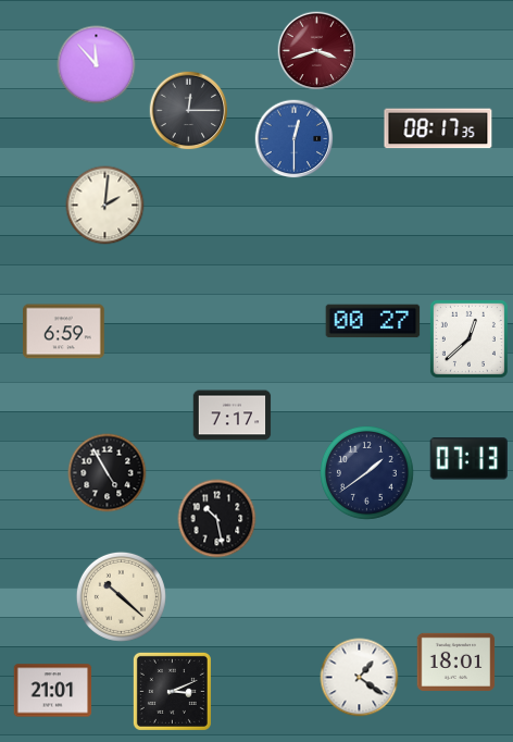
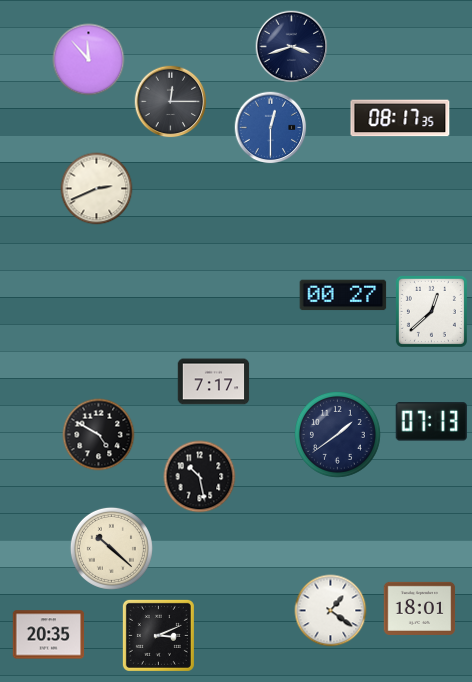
clock at (317, 51) dial: burgundy -> navy
clock at (189, 111) position: (189, 111) -> (171, 102)
clock at (438, 128) position: (438, 128) -> (400, 118)
clock at (105, 206): 2:01 -> 2:41
clock at (64, 332): 6:59 -> none
clock at (108, 473): 4:55 -> 4:50
clock at (360, 678) position: (360, 678) -> (331, 611)
clock at (53, 691): 21:01 -> 20:35
